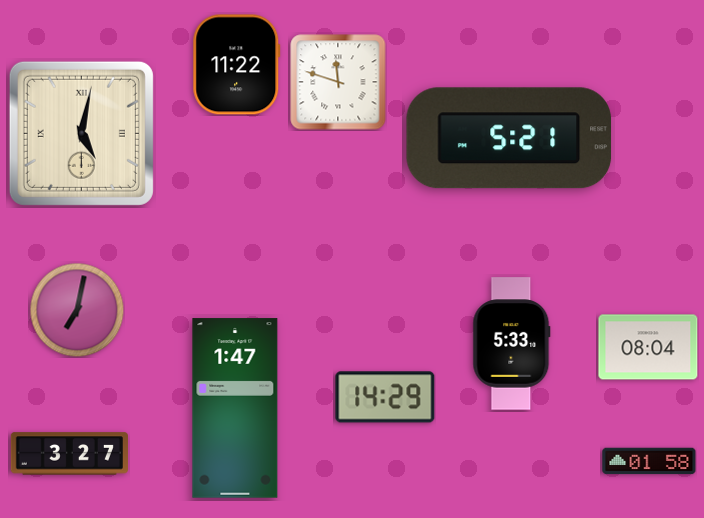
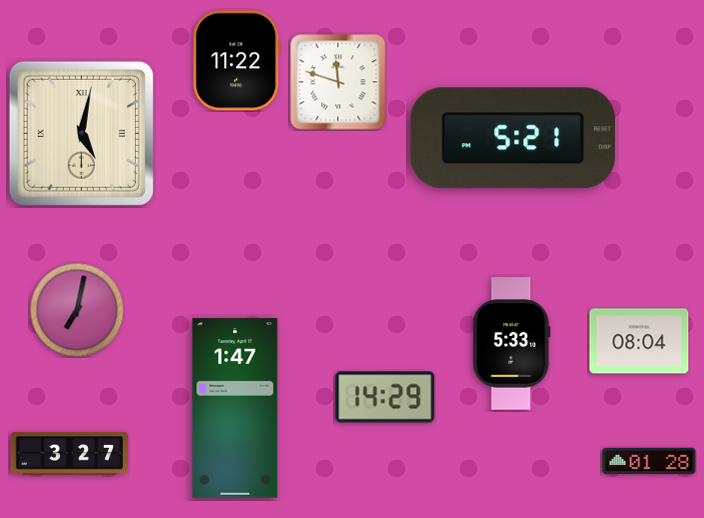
clock at (237, 65) position: (237, 65) -> (237, 61)
clock at (509, 138) position: (509, 138) -> (513, 138)
clock at (648, 347) position: (648, 347) -> (639, 341)
clock at (649, 461): 01:58 -> 01:28
